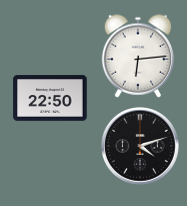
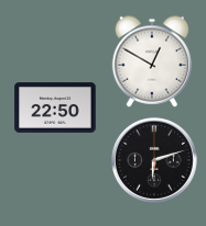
clock at (138, 56): 6:14 -> 12:50
clock at (141, 147): 4:12 -> 6:12
